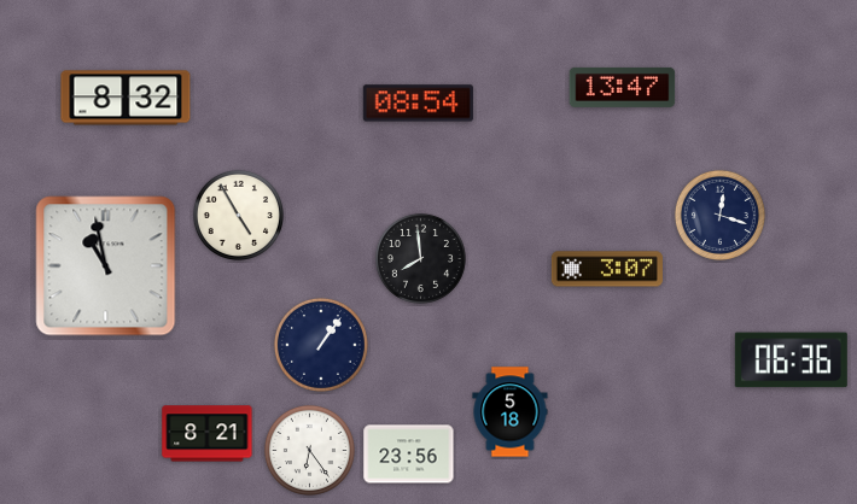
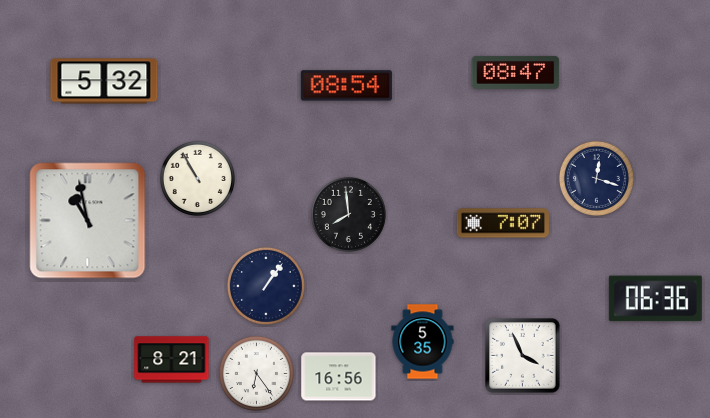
clock at (623, 87): 13:47 -> 08:47
clock at (126, 98): 8:32 -> 5:32
clock at (238, 215): 4:55 -> 10:55
clock at (607, 269): 3:07 -> 7:07
clock at (511, 412): 5:18 -> 5:35
clock at (523, 356): none -> 3:56
clock at (409, 455): 23:56 -> 16:56
